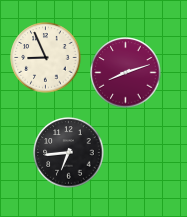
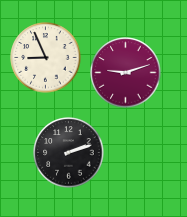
clock at (126, 73): 8:12 -> 9:12
clock at (69, 153): 6:44 -> 2:12
